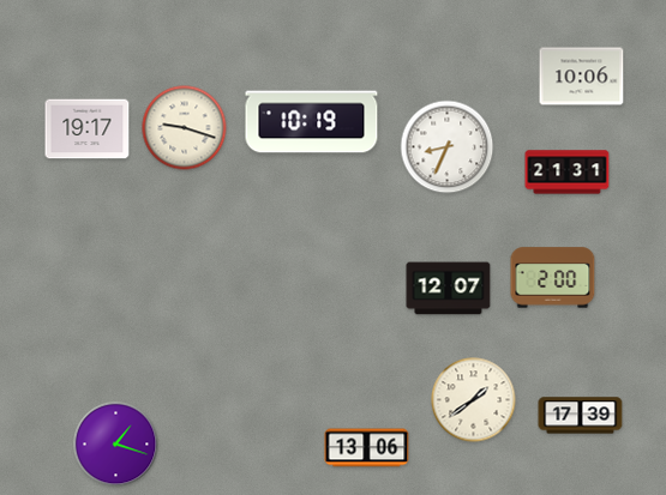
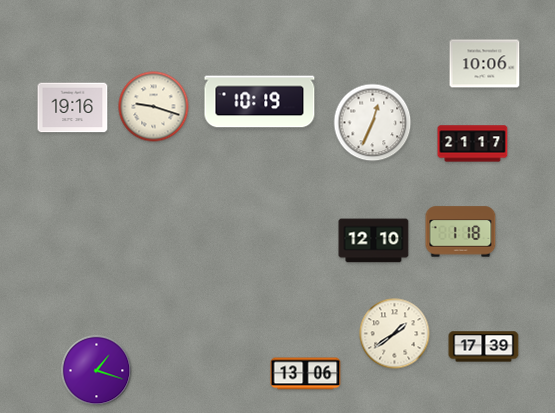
clock at (88, 129): 19:17 -> 19:16
clock at (448, 147): 8:34 -> 12:34
clock at (568, 173): 21:31 -> 21:17
clock at (553, 278): 2:00 -> 1:18
clock at (449, 289): 12:07 -> 12:10
